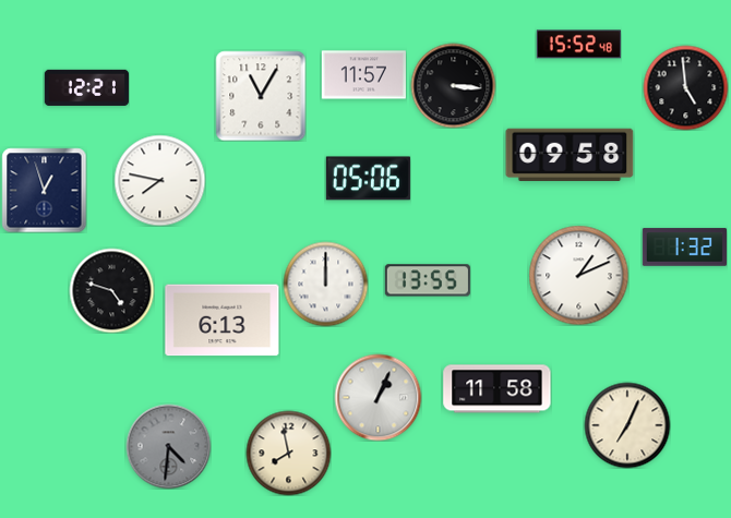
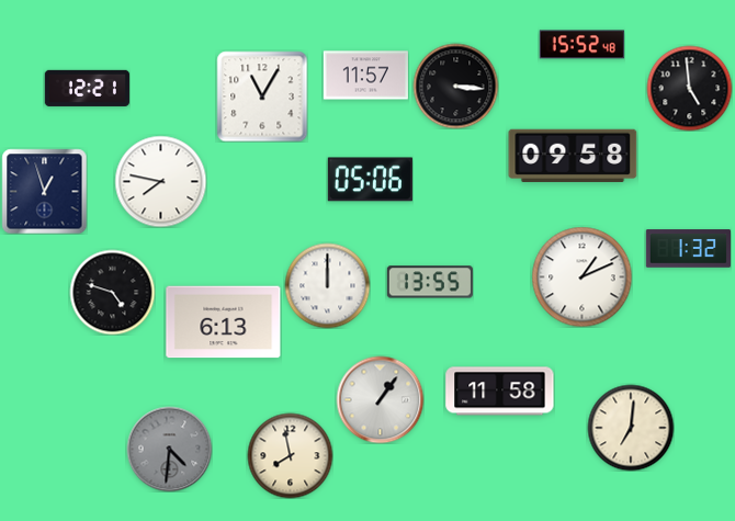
clock at (378, 397): 1:04 -> 1:06
clock at (627, 425): 7:04 -> 7:01
